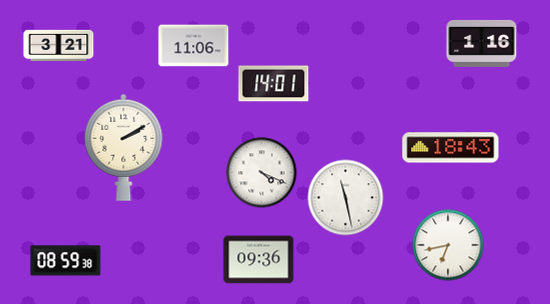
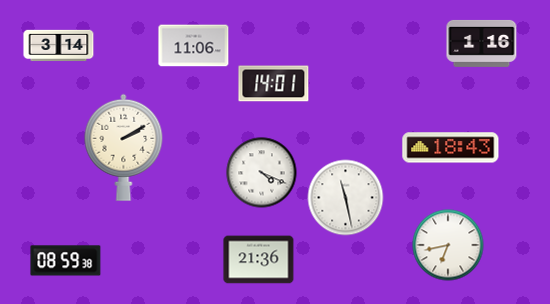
clock at (59, 46): 3:21 -> 3:14
clock at (259, 260): 09:36 -> 21:36
